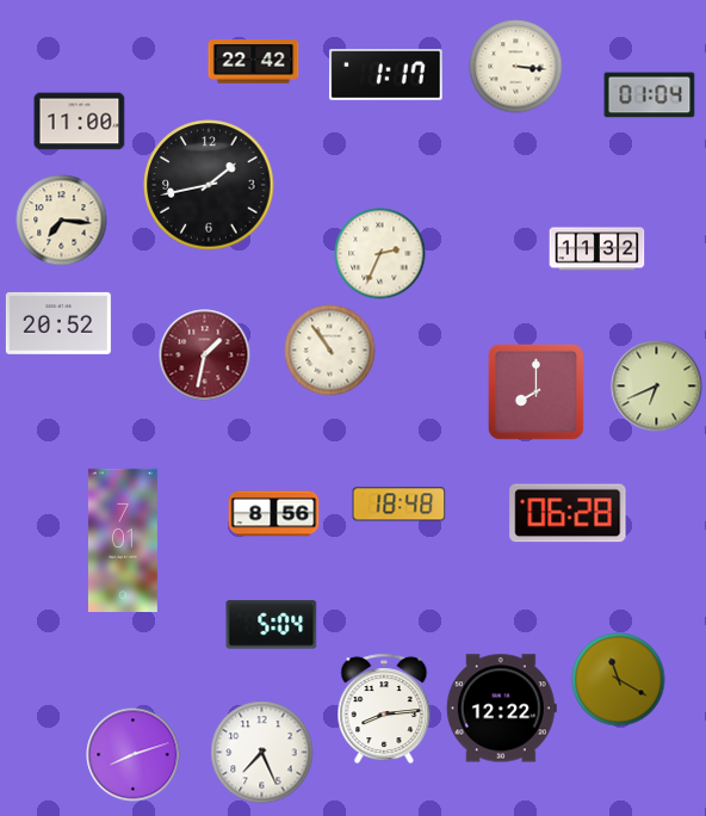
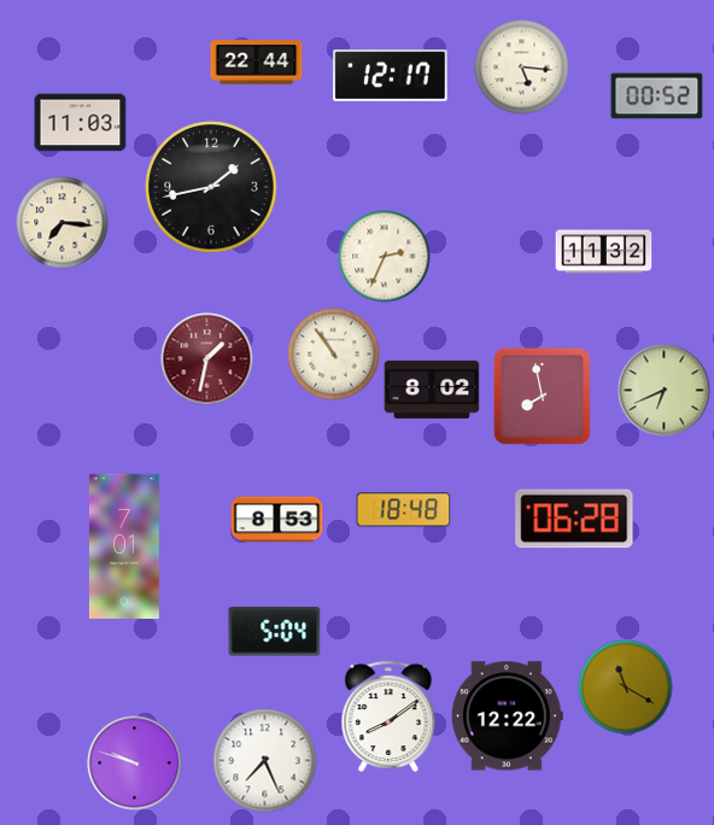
clock at (254, 62): 22:42 -> 22:44
clock at (516, 67): 3:16 -> 5:16
clock at (386, 75): 1:17 -> 12:17
clock at (650, 95): 01:04 -> 00:52
clock at (80, 122): 11:00 -> 11:03
clock at (58, 323): 20:52 -> none
clock at (432, 390): none -> 8:02
clock at (535, 391): 8:00 -> 7:58
clock at (274, 514): 8:56 -> 8:53
clock at (384, 709): 8:14 -> 8:09
clock at (134, 755): 8:12 -> 9:48
